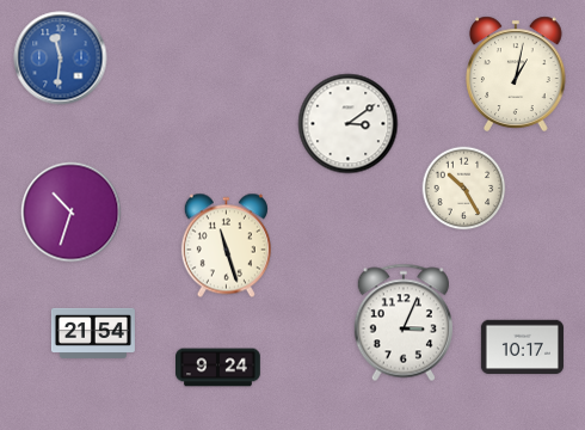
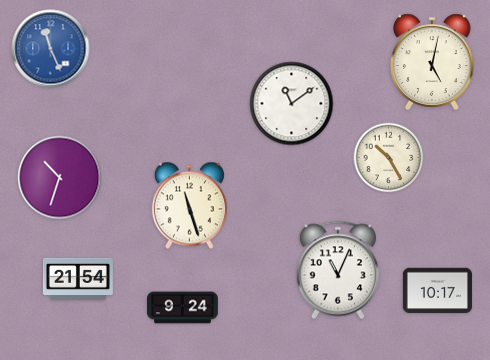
clock at (61, 59): 11:31 -> 11:26
clock at (516, 74): 1:02 -> 5:02
clock at (349, 124): 3:09 -> 11:09
clock at (402, 322): 3:04 -> 11:04
